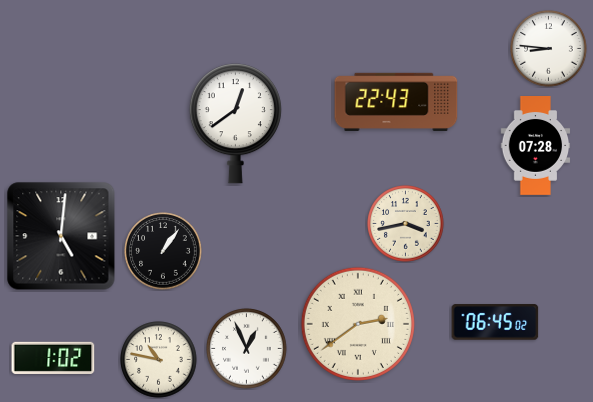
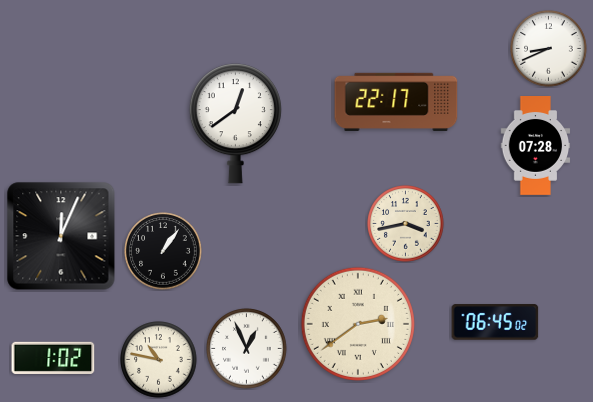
clock at (549, 49): 8:46 -> 8:41
clock at (396, 101): 22:43 -> 22:17
clock at (61, 236): 5:01 -> 12:04
